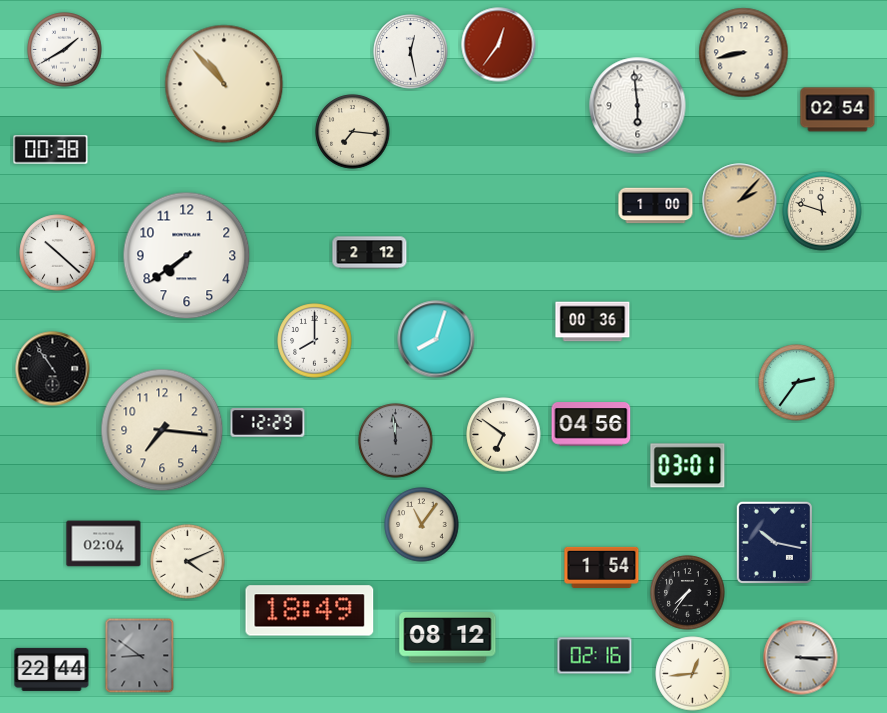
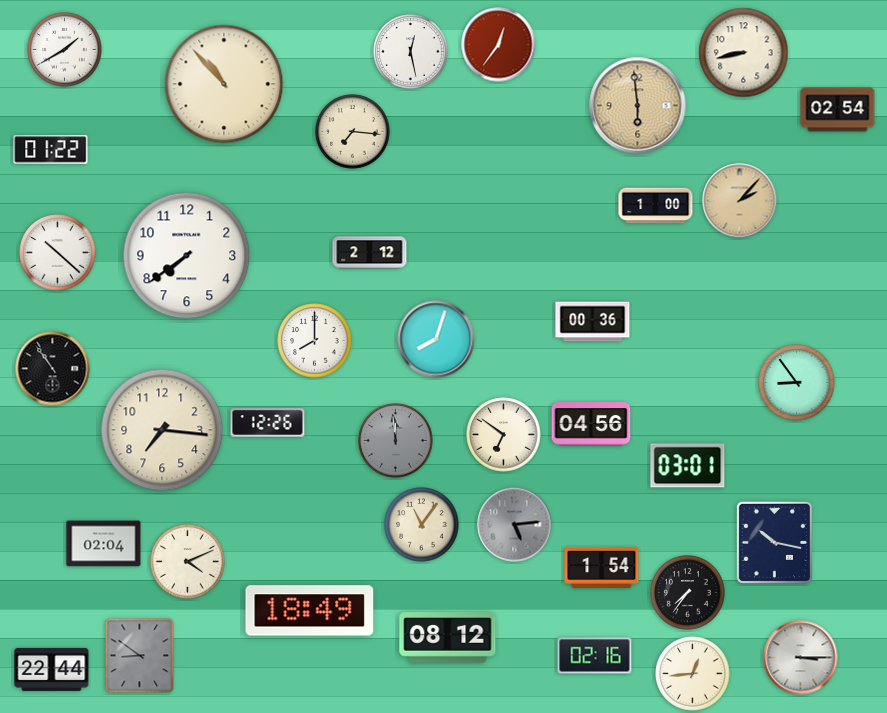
clock at (638, 106) dial: white -> champagne
clock at (51, 150): 00:38 -> 01:22
clock at (822, 211): 11:48 -> none
clock at (797, 383): 2:36 -> 8:54
clock at (268, 423): 12:29 -> 12:26
clock at (515, 525): none -> 5:14
